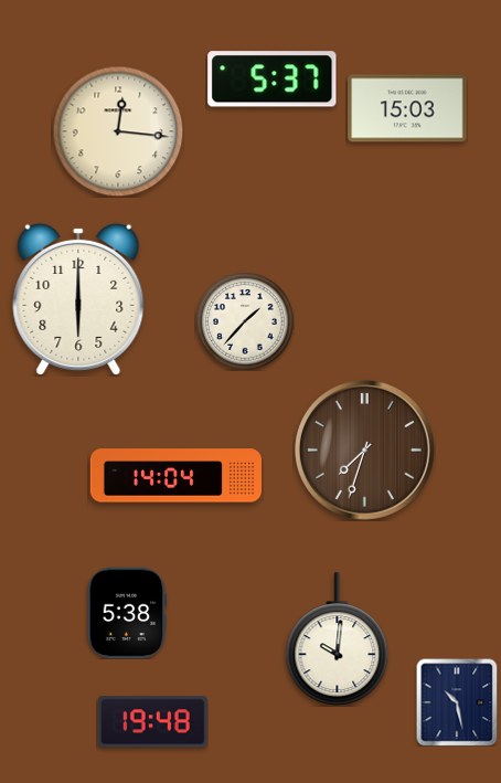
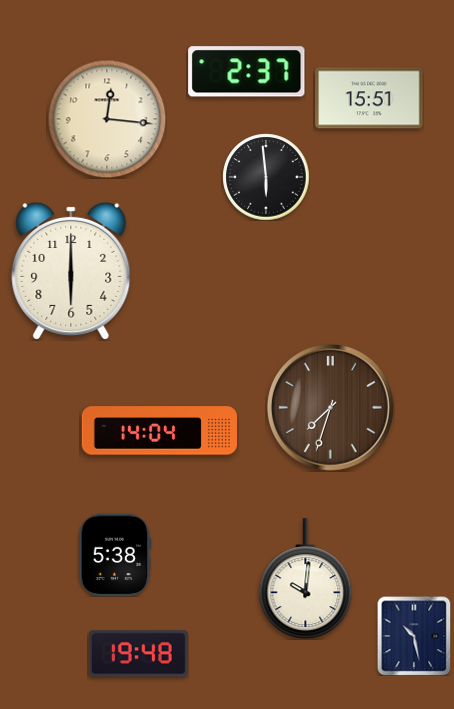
clock at (273, 80): 5:37 -> 2:37
clock at (407, 108): 15:03 -> 15:51
clock at (266, 177): none -> 5:59
clock at (245, 321): 1:37 -> none
